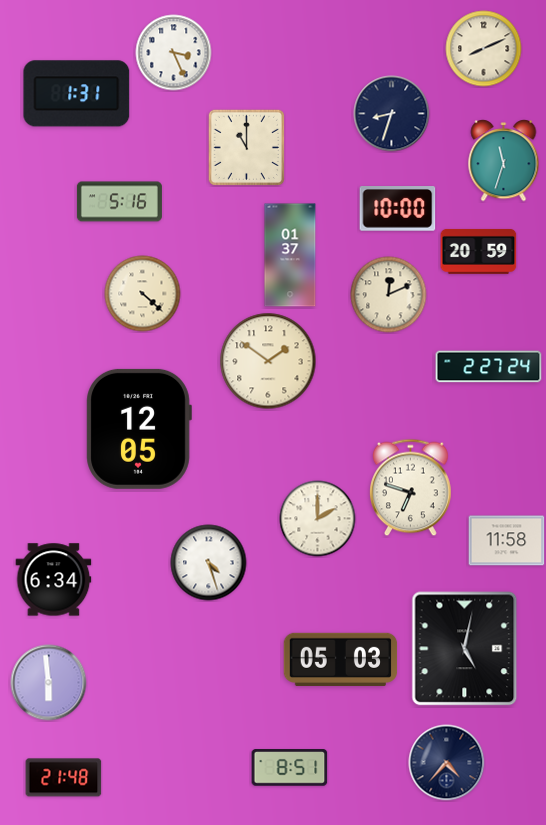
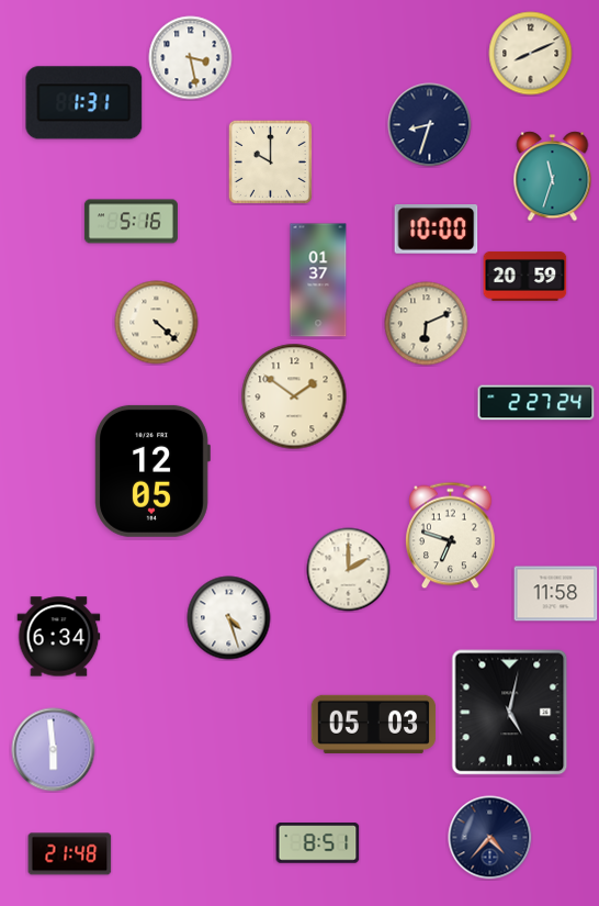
clock at (174, 53): 3:26 -> 3:28
clock at (246, 147): 11:00 -> 10:00
clock at (389, 295): 12:11 -> 6:11
